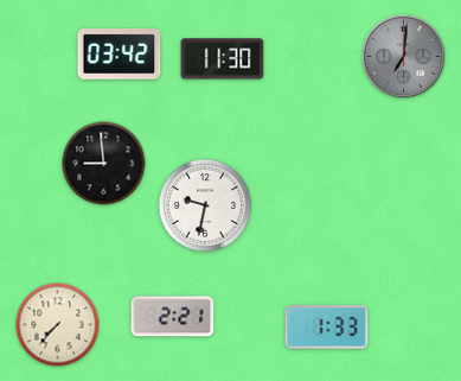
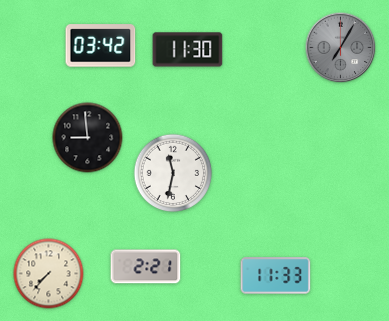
clock at (404, 57): 7:01 -> 7:05
clock at (205, 205): 9:32 -> 11:32
clock at (327, 328): 1:33 -> 11:33
